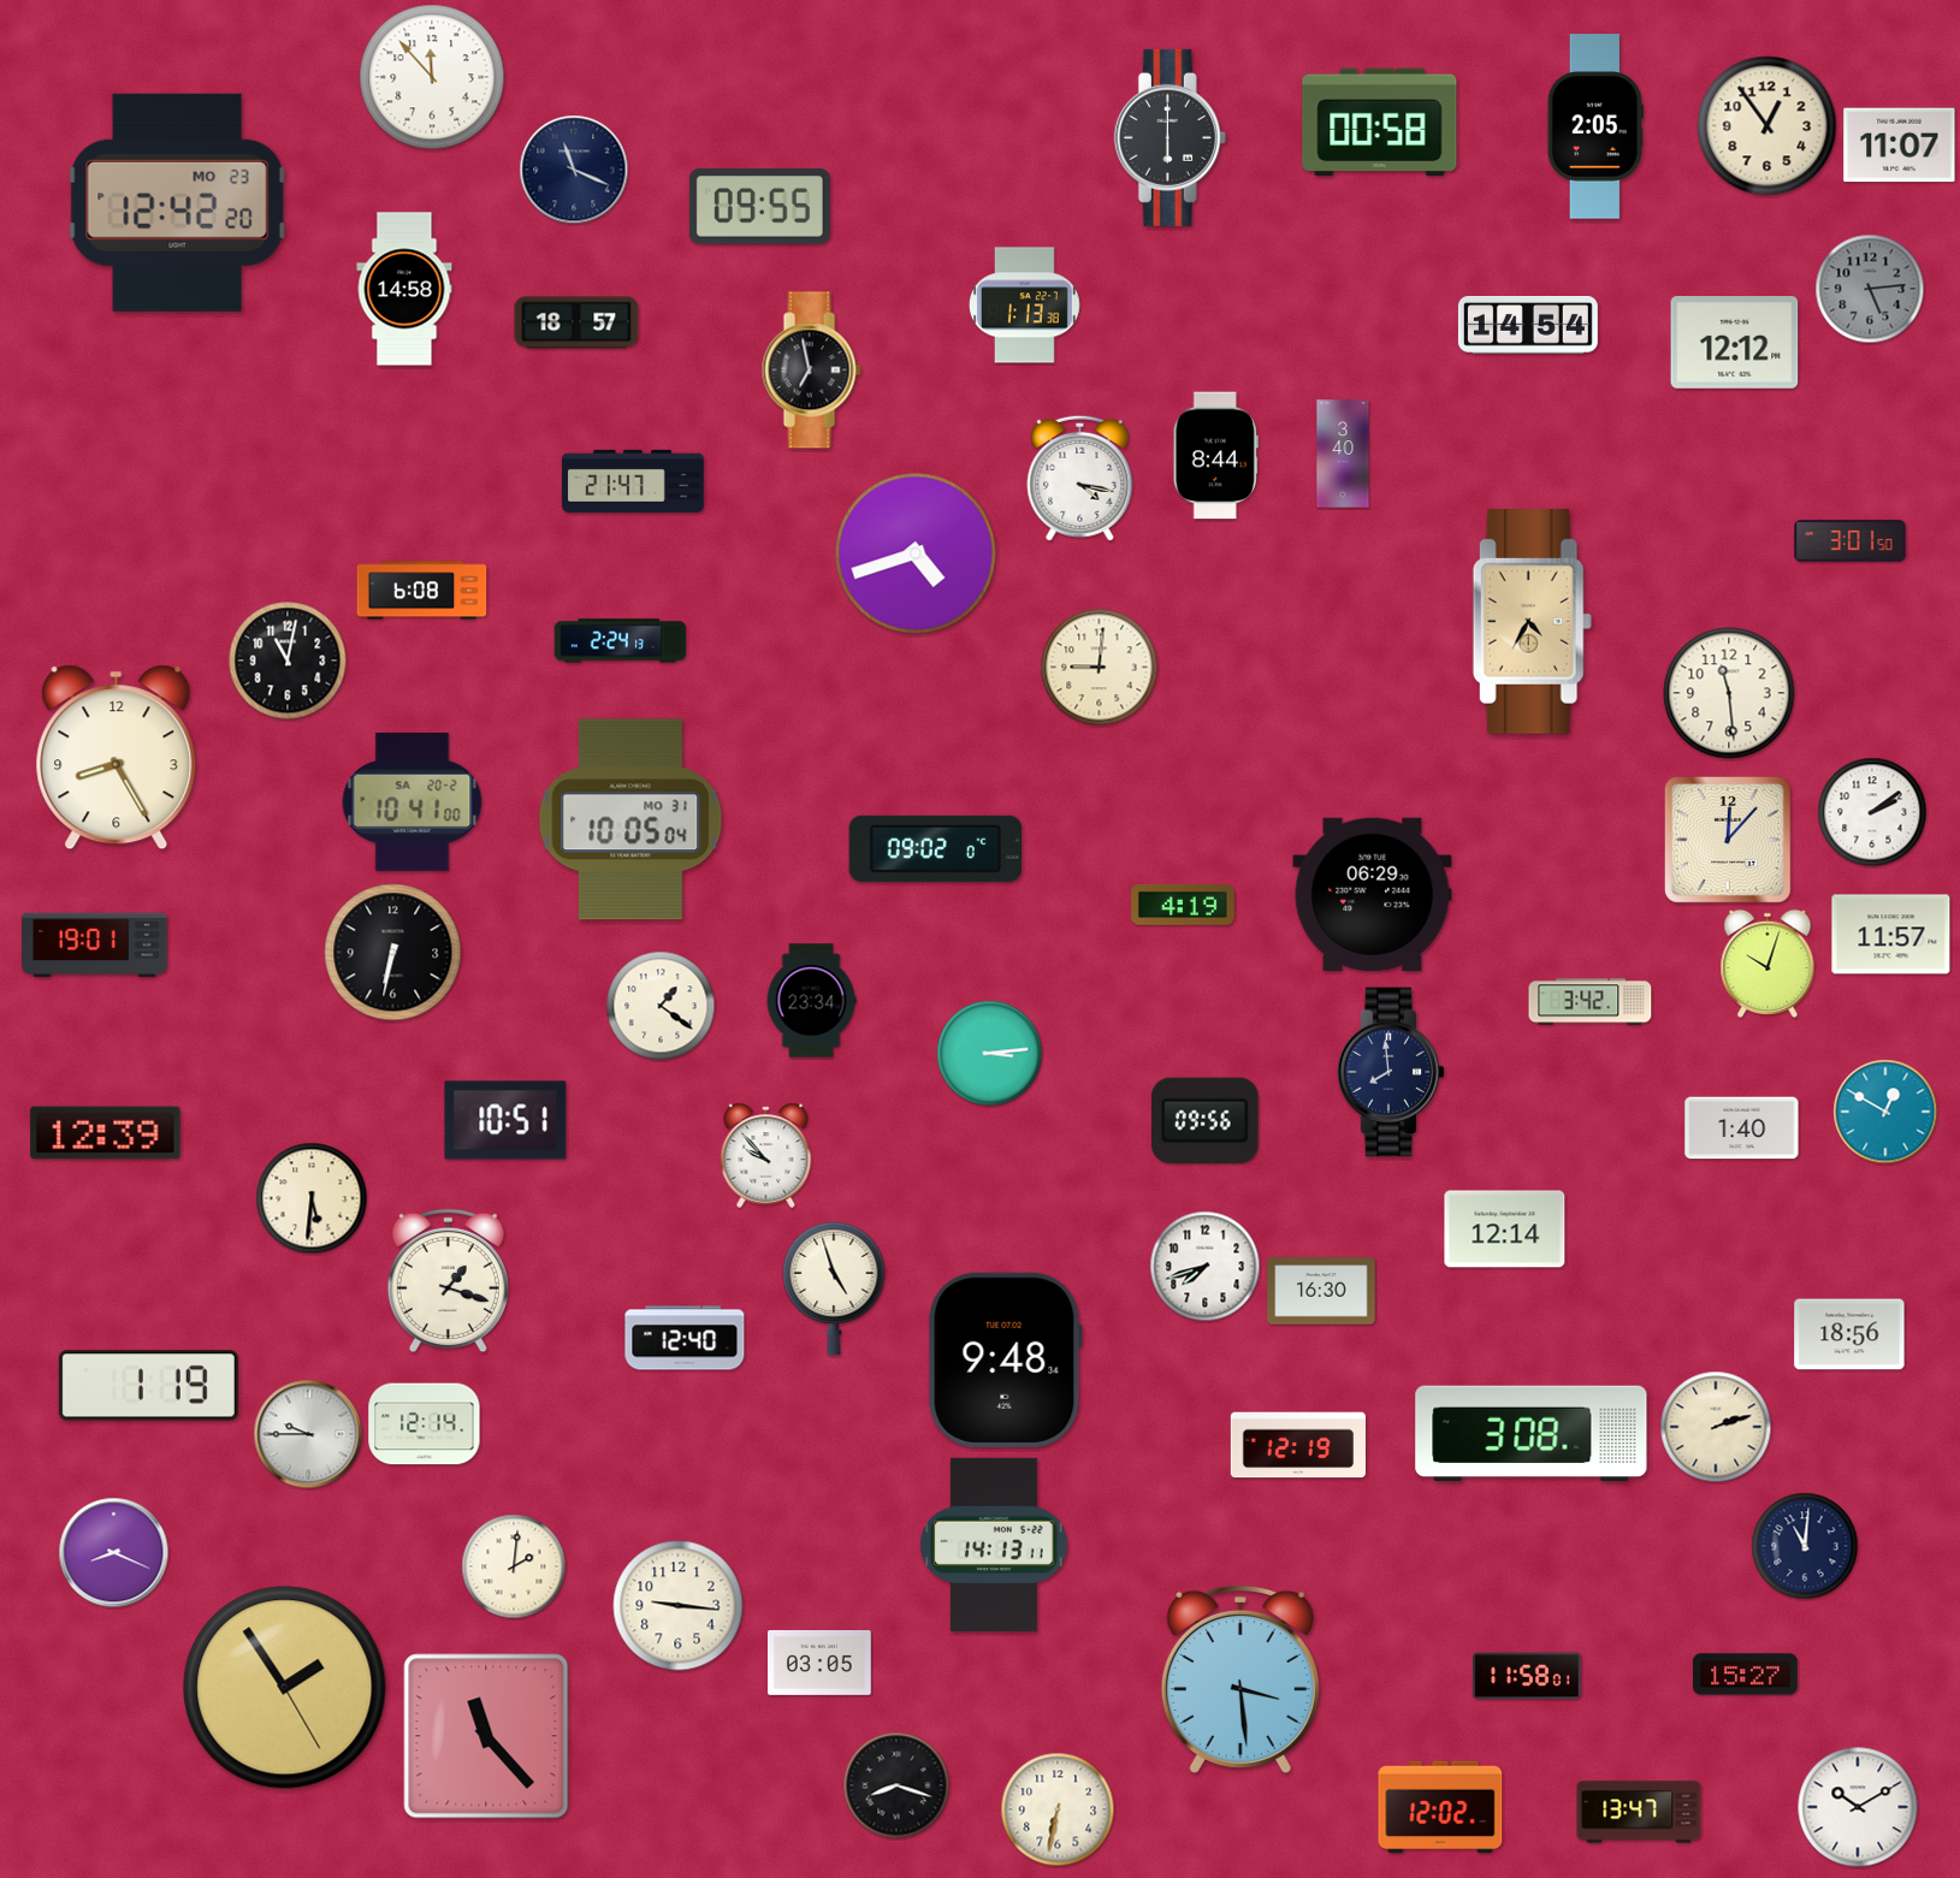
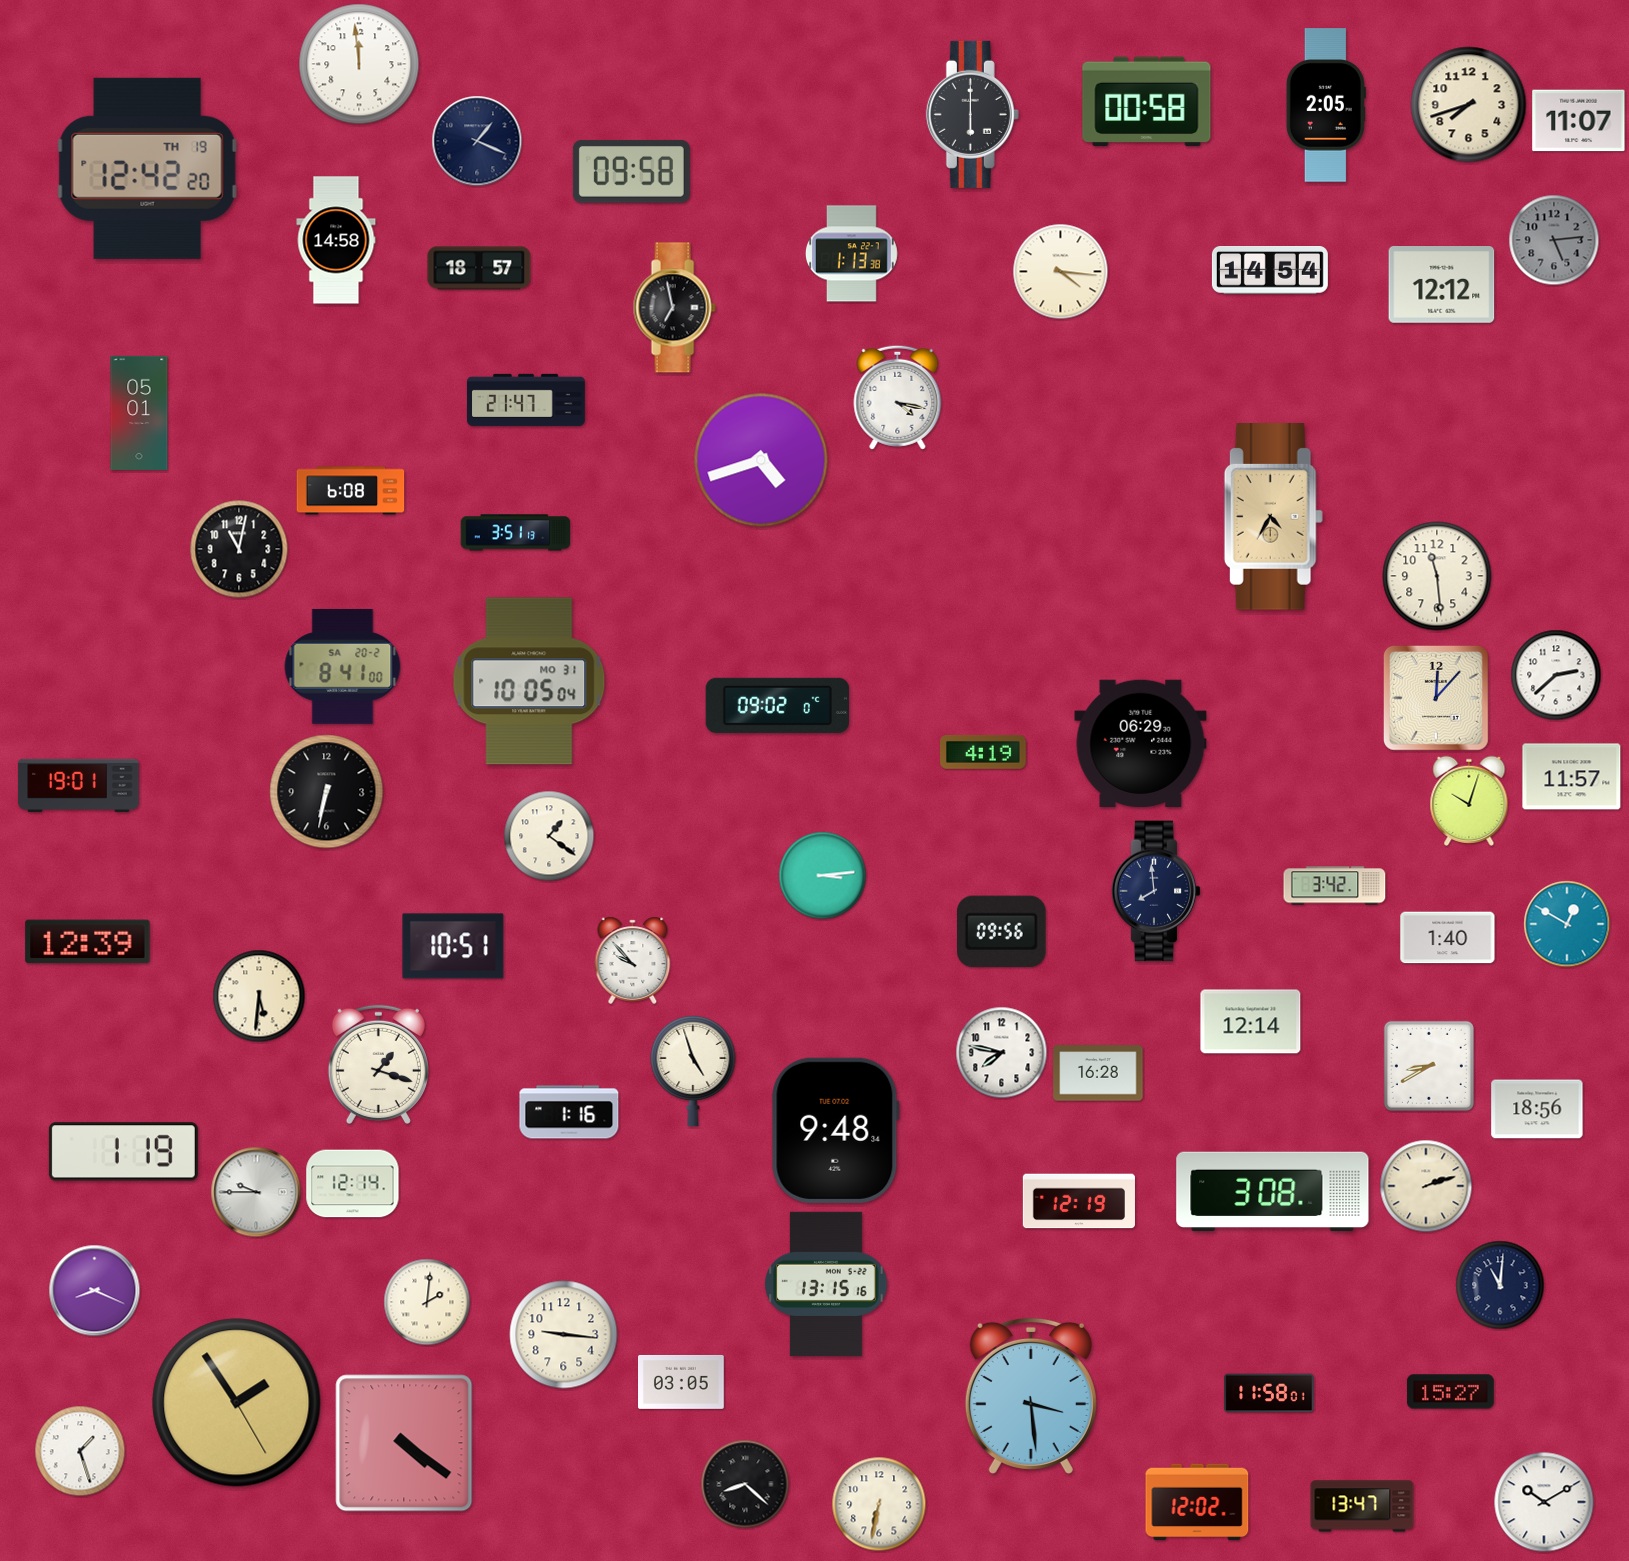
clock at (432, 77): 11:53 -> 11:59
clock at (1767, 126): 12:54 -> 7:42
clock at (574, 170): 11:19 -> 1:19
clock at (178, 202) date: MO 23 -> TH 19
clock at (759, 207): 09:55 -> 09:58
clock at (1061, 272): none -> 4:16
clock at (1343, 454): 3:40 -> none
clock at (1215, 456): 8:44 -> none
clock at (139, 413): none -> 05:01
clock at (1851, 541): 3:01 -> none
clock at (621, 641): 2:24 -> 3:51
clock at (1100, 668): 9:01 -> none
clock at (117, 758): 8:25 -> none
clock at (413, 801): 10:41 -> 8:41
clock at (1872, 812): 2:09 -> 2:38
clock at (630, 819) position: (630, 819) -> (529, 681)
clock at (811, 1001): 23:34 -> none
clock at (1591, 1002) position: (1591, 1002) -> (1335, 886)
clock at (505, 1120) position: (505, 1120) -> (453, 946)
clock at (766, 1155) position: (766, 1155) -> (633, 960)
clock at (1206, 1267): 7:42 -> 7:47
clock at (448, 1280) position: (448, 1280) -> (378, 1064)
clock at (1429, 1066): none -> 8:40
clock at (1321, 1291): 16:30 -> 16:28
clock at (685, 1338): 12:40 -> 1:16
clock at (994, 1544): 14:13 -> 13:15
clock at (486, 1736): 11:23 -> 4:21
clock at (80, 1451): none -> 1:27
clock at (896, 1785): 8:18 -> 8:22
